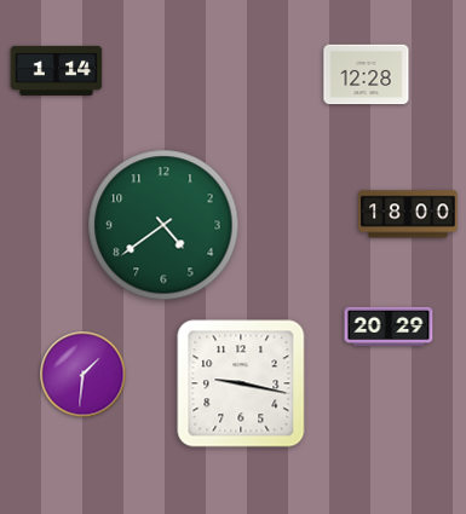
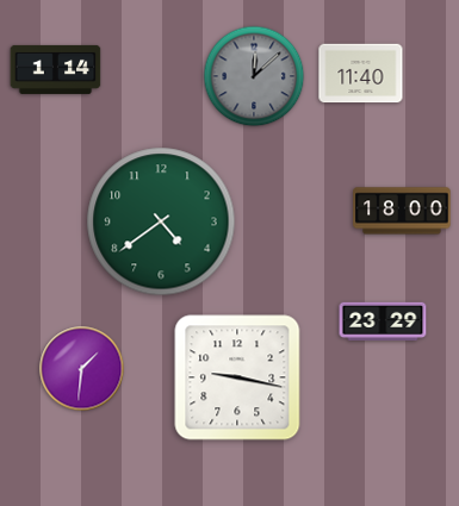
clock at (367, 75): 12:28 -> 11:40
clock at (254, 76): none -> 12:08
clock at (389, 325): 20:29 -> 23:29
